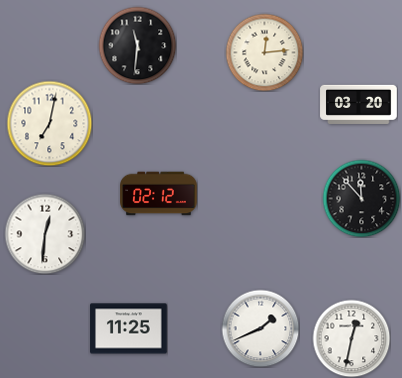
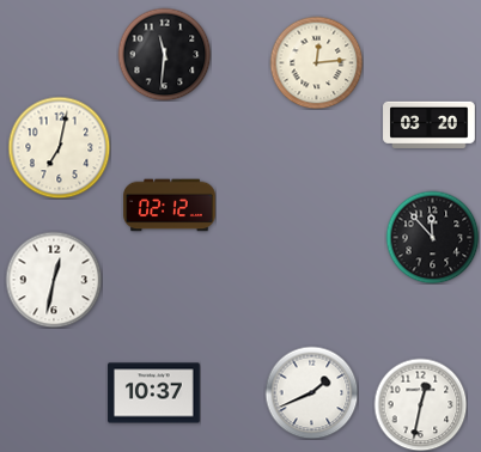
clock at (159, 194) position: (159, 194) -> (170, 206)
clock at (45, 234): 12:31 -> 12:32
clock at (129, 329): 11:25 -> 10:37
